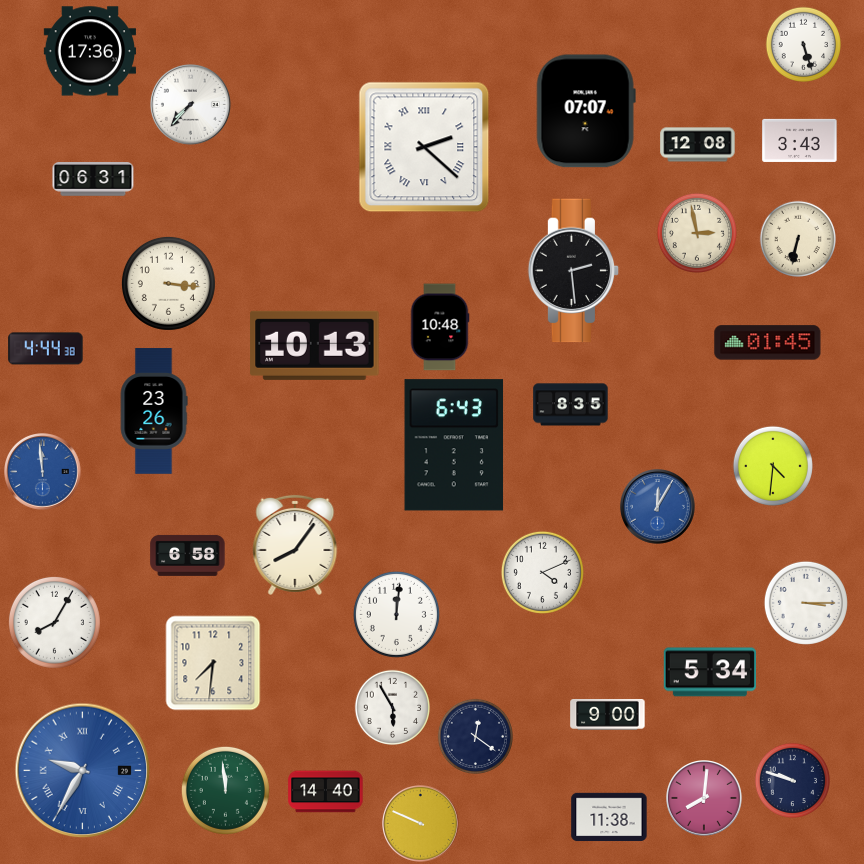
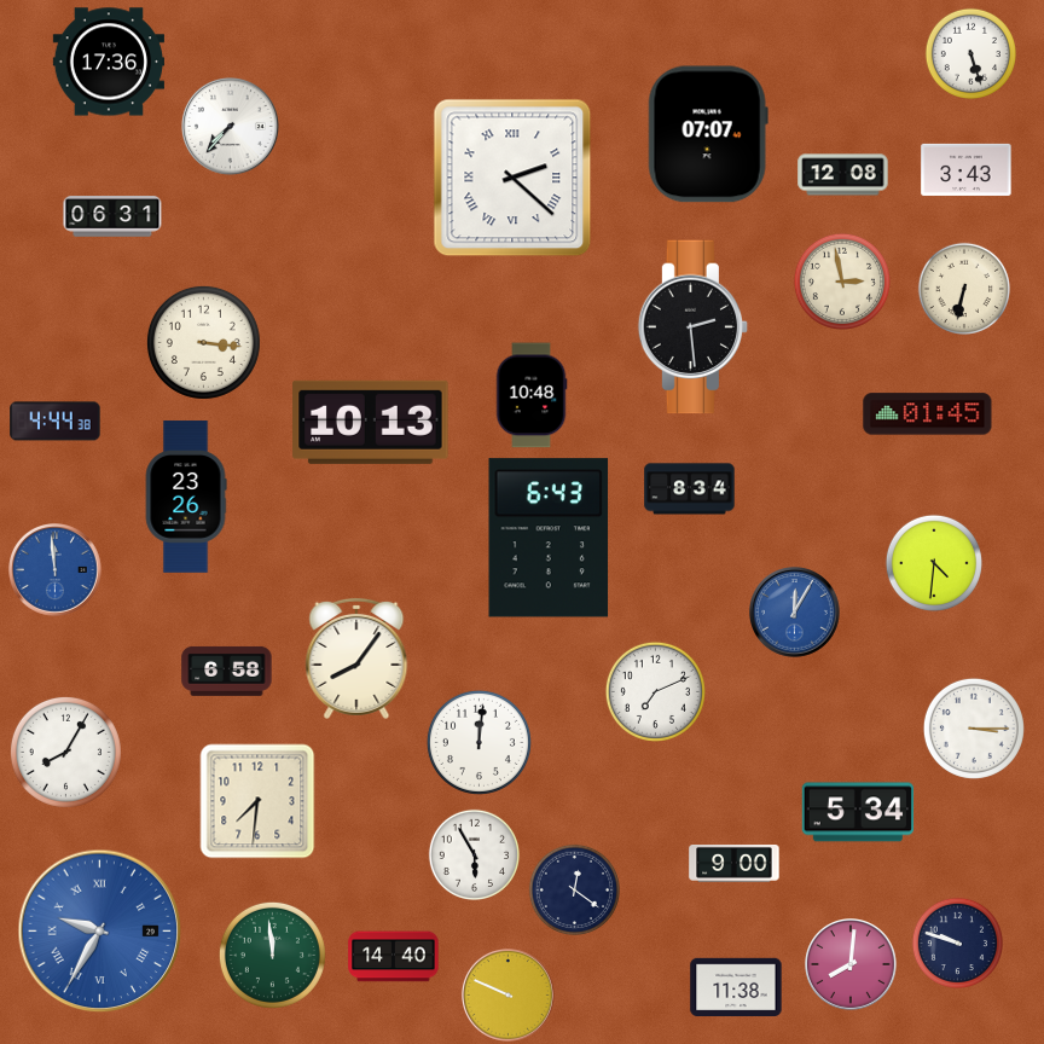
clock at (315, 345) position: (315, 345) -> (371, 422)
clock at (571, 405): 8:35 -> 8:34
clock at (43, 472) position: (43, 472) -> (56, 570)
clock at (542, 572): 4:11 -> 7:11
